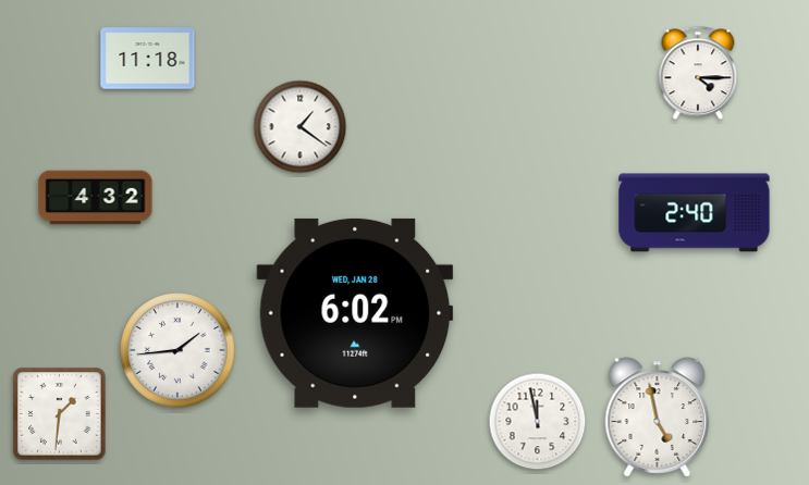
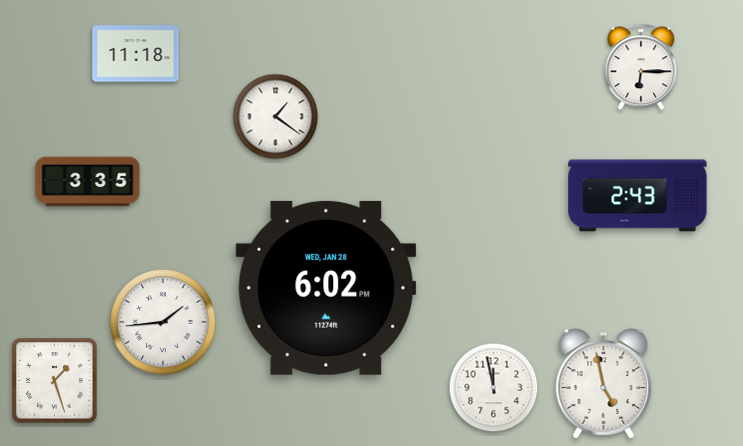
clock at (698, 73): 4:15 -> 6:15
clock at (96, 198): 4:32 -> 3:35
clock at (695, 213): 2:40 -> 2:43
clock at (60, 414): 1:31 -> 1:27
